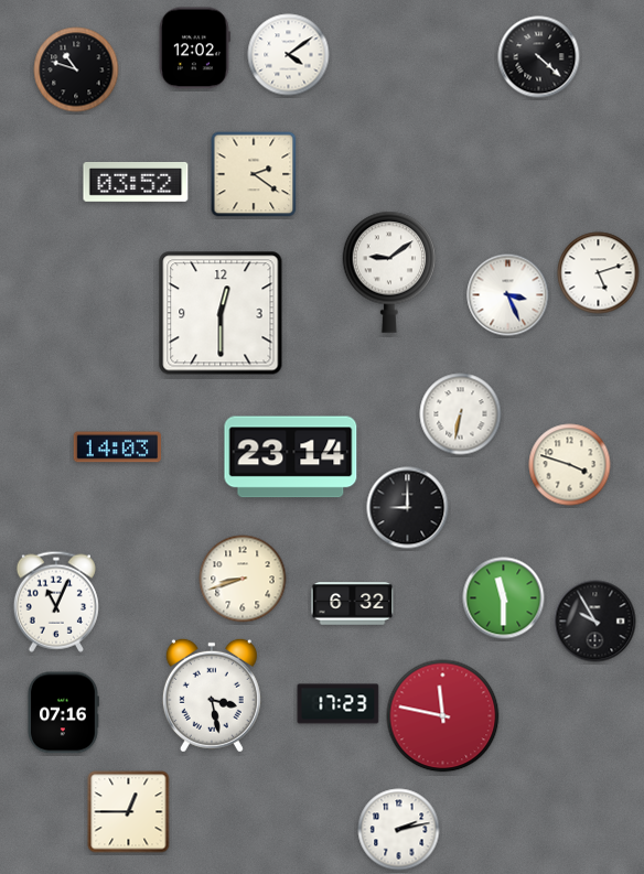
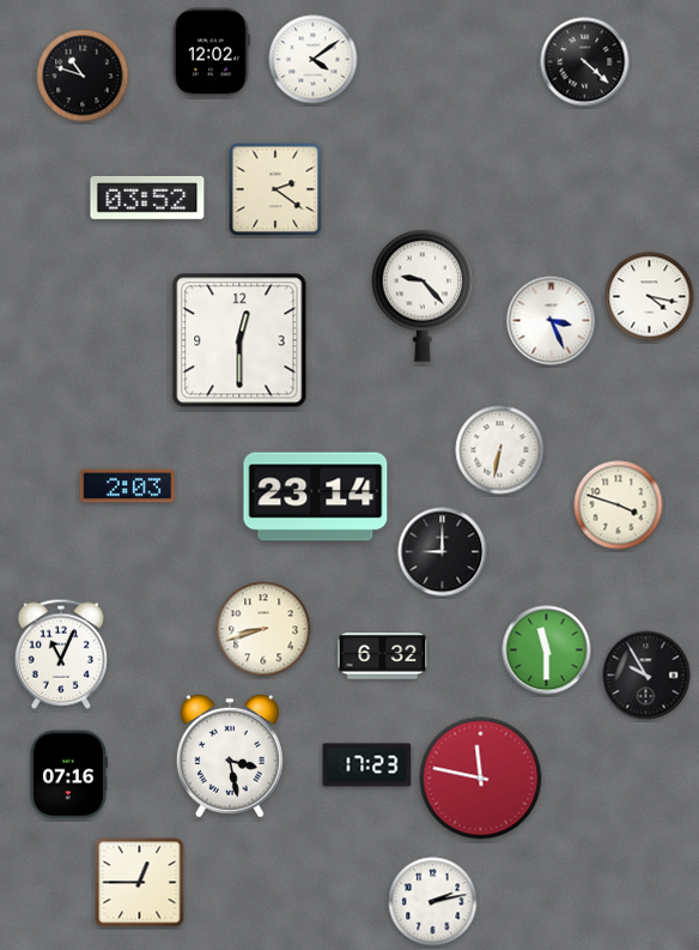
clock at (389, 272): 9:09 -> 9:23
clock at (599, 273): 5:12 -> 4:17
clock at (117, 447): 14:03 -> 2:03
